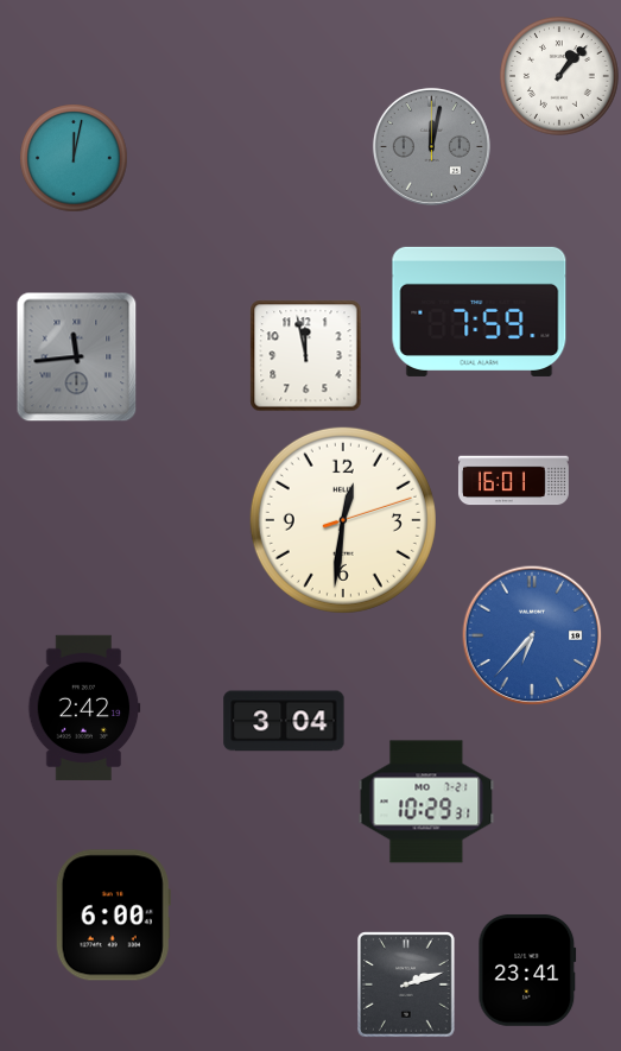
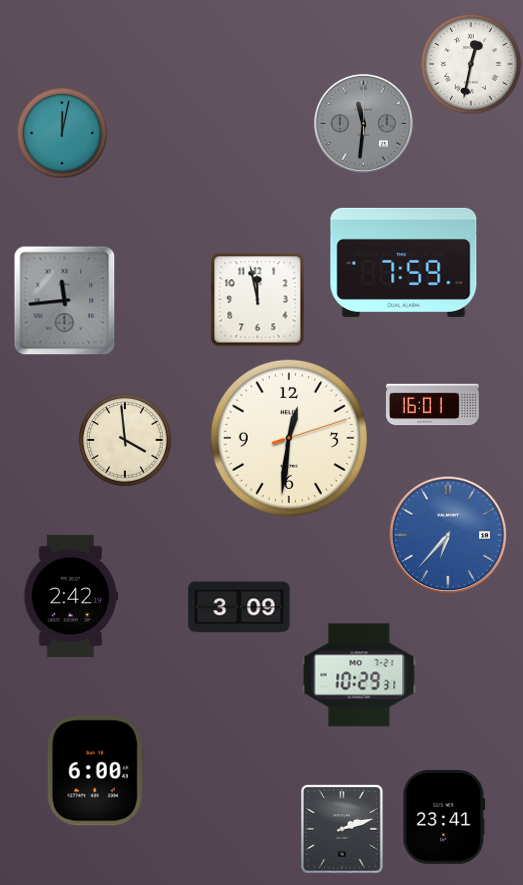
clock at (559, 76): 1:07 -> 12:32
clock at (431, 146): 12:02 -> 11:31
clock at (125, 440): none -> 3:59
clock at (284, 721): 3:04 -> 3:09
